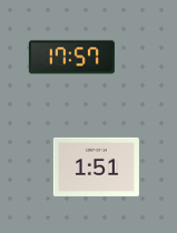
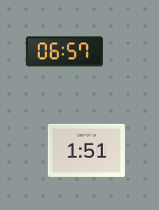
clock at (71, 58): 17:57 -> 06:57
